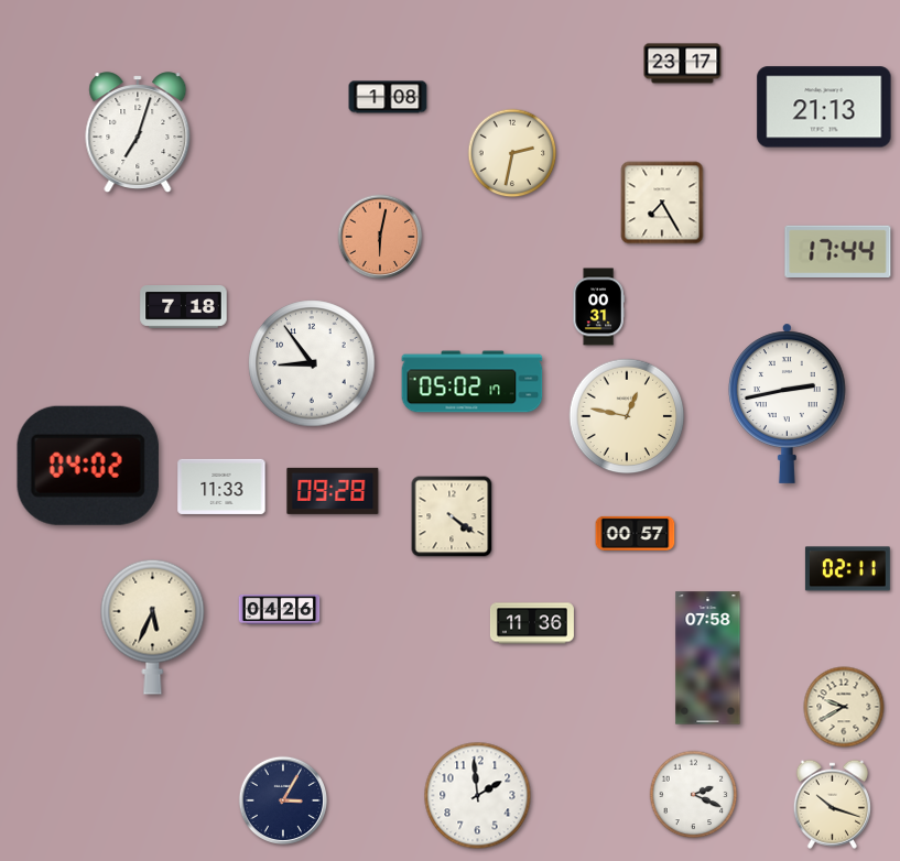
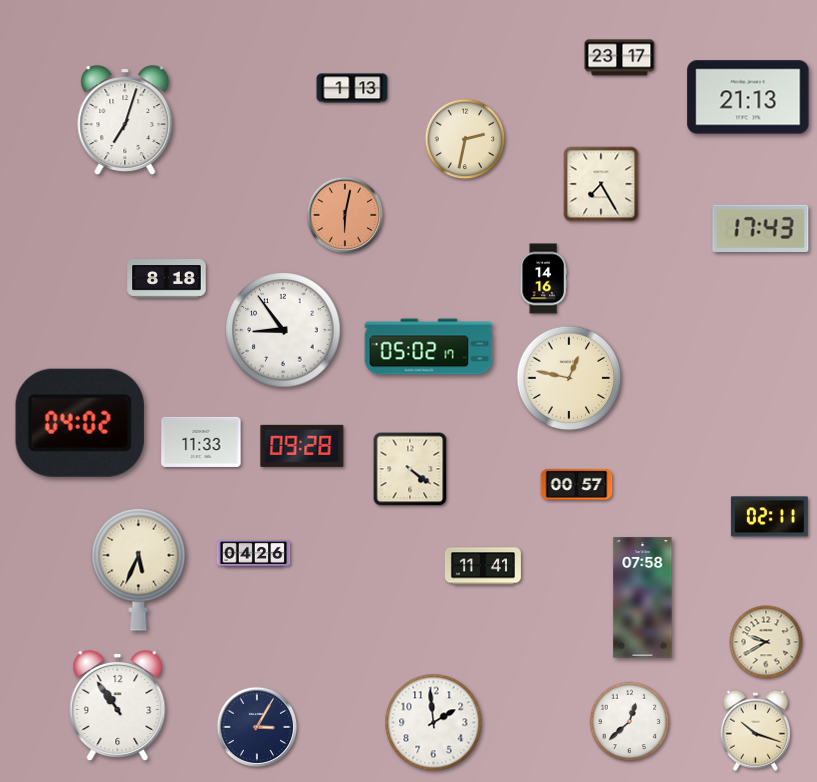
clock at (388, 97): 1:08 -> 1:13
clock at (838, 252): 17:44 -> 17:43
clock at (184, 307): 7:18 -> 8:18
clock at (598, 307): 00:31 -> 14:16
clock at (787, 403): 2:43 -> none
clock at (532, 623): 11:36 -> 11:41
clock at (118, 706): none -> 10:54
clock at (694, 795): 2:19 -> 12:38
